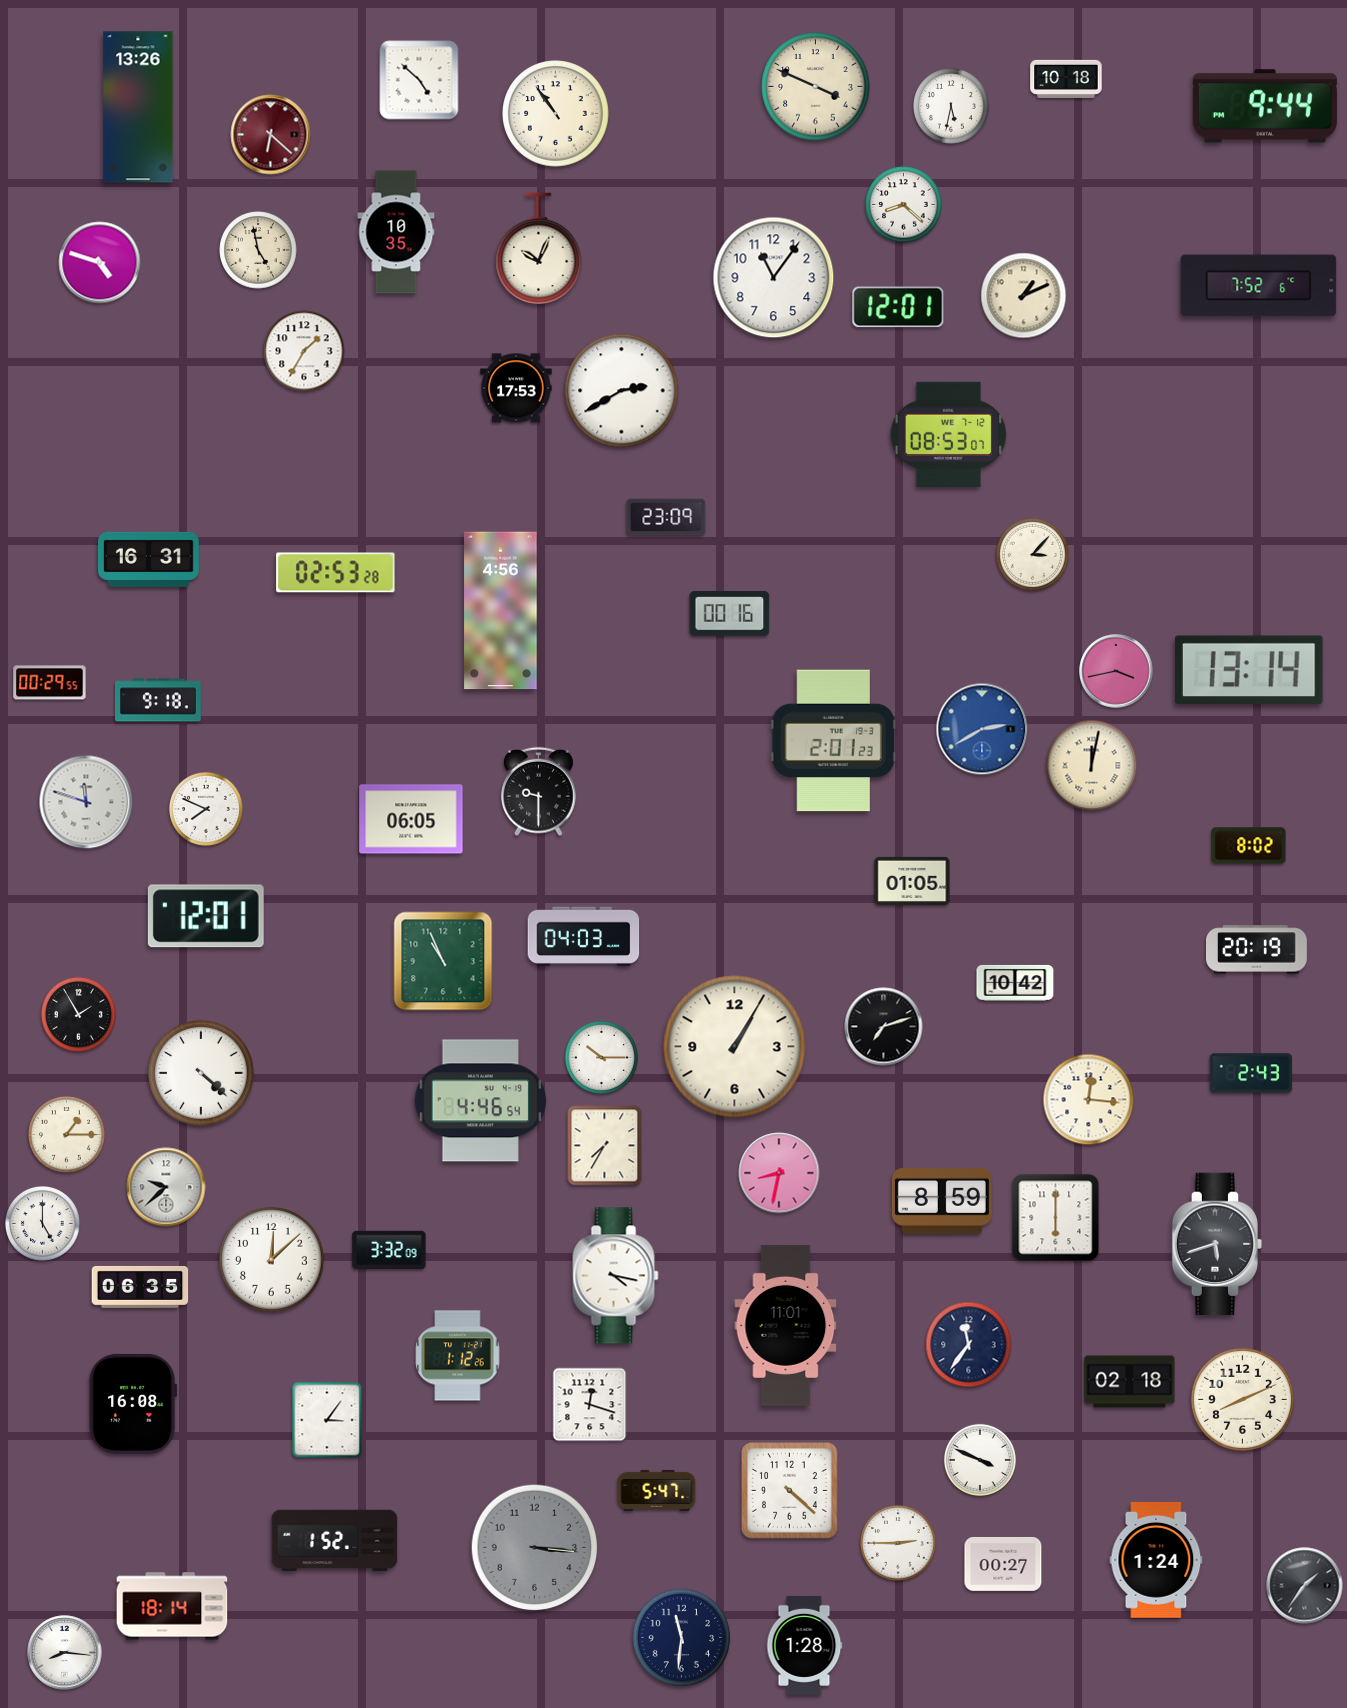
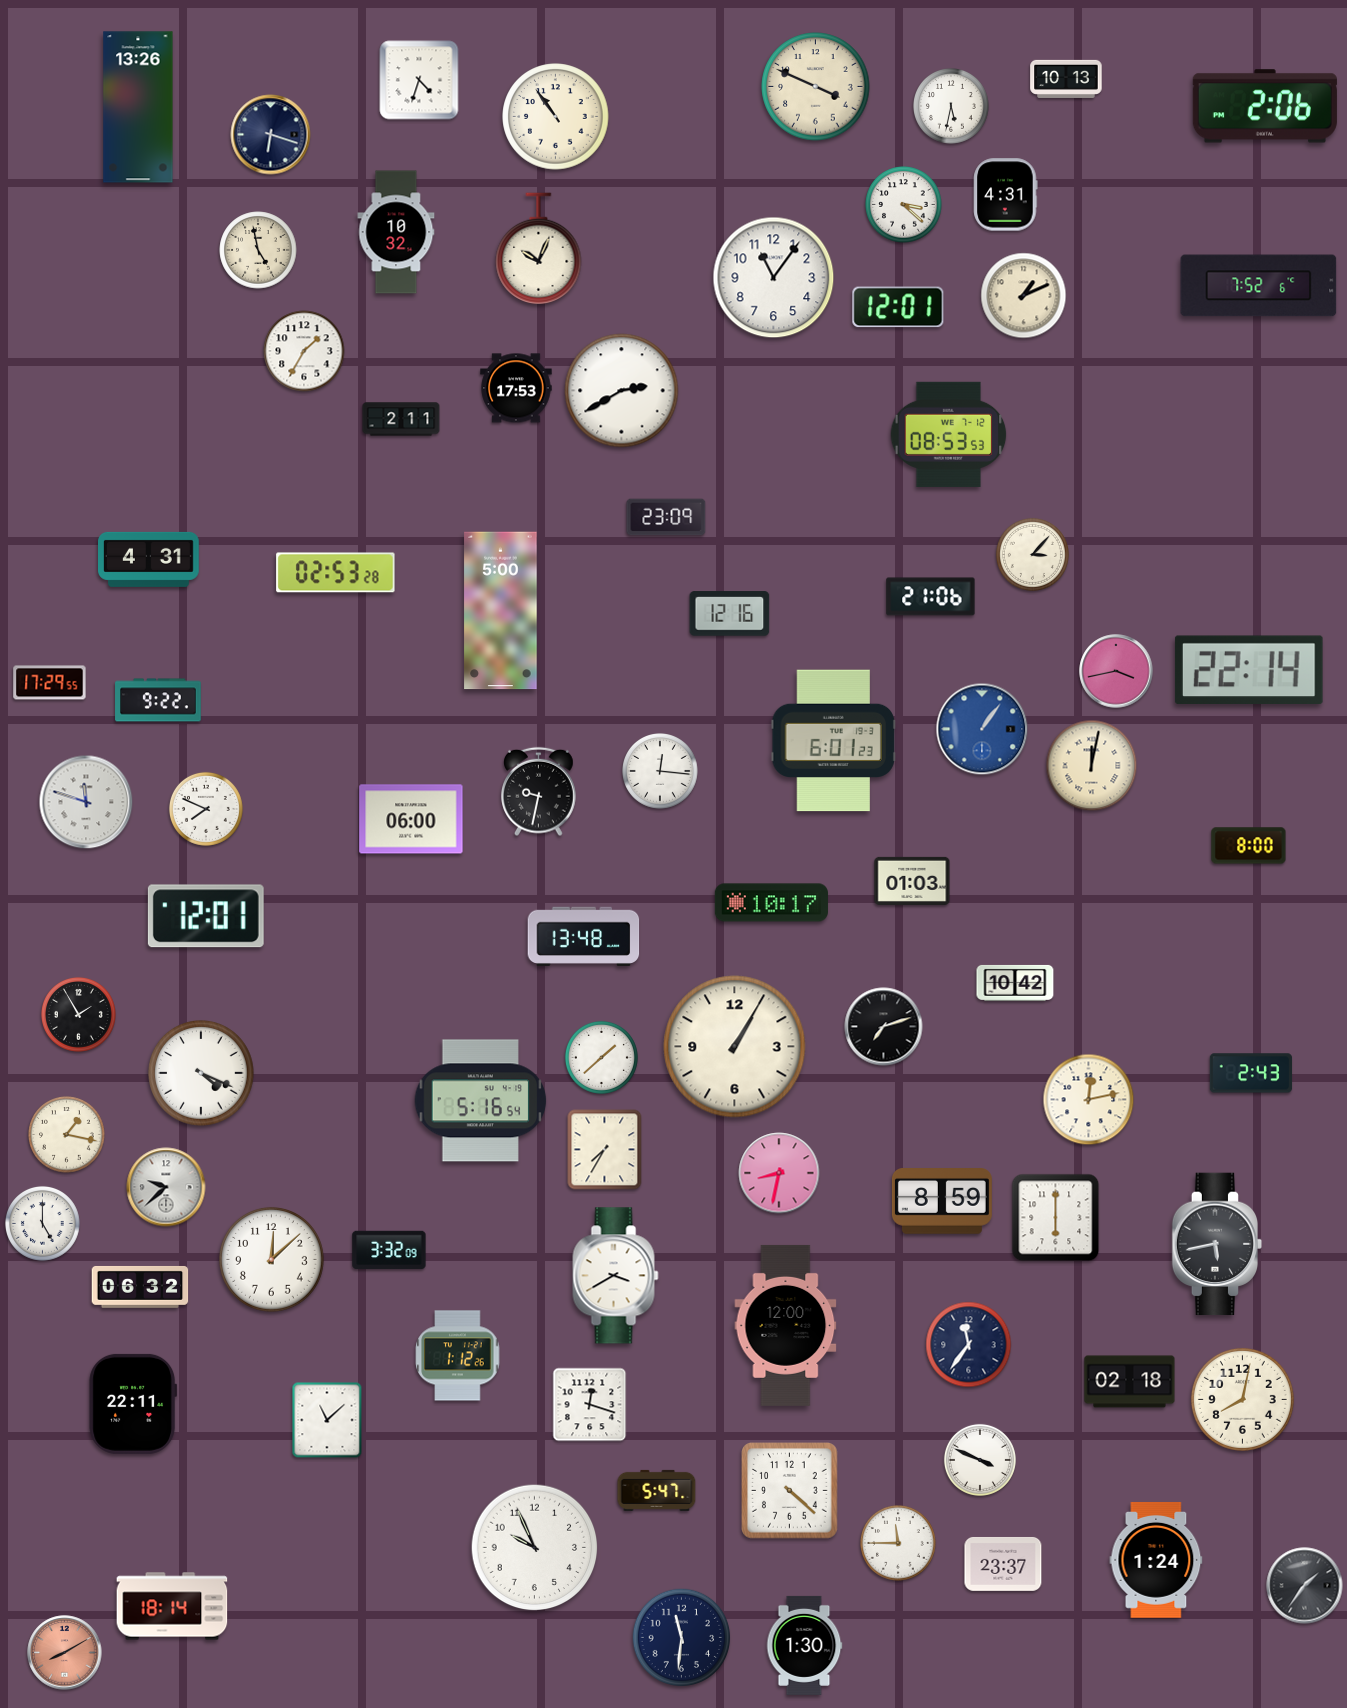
clock at (1066, 79): 10:18 -> 10:13
clock at (419, 80): 4:52 -> 4:33
clock at (1265, 106): 9:44 -> 2:06
clock at (556, 114) position: (556, 114) -> (556, 117)
clock at (271, 135): 6:22 -> 6:18
clock at (271, 135) dial: burgundy -> navy
clock at (1006, 195): none -> 4:31
clock at (904, 205): 8:22 -> 3:22
clock at (396, 232): 10:35 -> 10:32
clock at (100, 263): 4:48 -> none
clock at (401, 419): none -> 2:11
clock at (949, 434): 08:53:07 -> 08:53:53
clock at (149, 559): 16:31 -> 4:31
clock at (931, 597): none -> 21:06
clock at (501, 611): 4:56 -> 5:00
clock at (730, 614): 00:16 -> 12:16
clock at (1249, 669): 13:14 -> 22:14
clock at (50, 683): 00:29 -> 17:29
clock at (158, 700): 9:18 -> 9:22
clock at (982, 729): 2:40 -> 1:06
clock at (833, 741): 2:01 -> 6:01
clock at (661, 772): none -> 12:16
clock at (539, 792): 9:30 -> 9:32
clock at (411, 819): 06:05 -> 06:00
clock at (1249, 846): 8:02 -> 8:00
clock at (912, 881): 01:05 -> 01:03
clock at (771, 903): none -> 10:17
clock at (584, 936): 04:03 -> 13:48
clock at (1257, 950): 20:19 -> none
clock at (443, 961): 10:56 -> none
clock at (601, 1057): 10:15 -> 1:38
clock at (202, 1074): 4:22 -> 4:19
clock at (1089, 1100): 12:16 -> 12:13
clock at (481, 1101): 4:46 -> 5:16
clock at (67, 1135): 1:15 -> 1:17
clock at (605, 1146) position: (605, 1146) -> (605, 1150)
clock at (1217, 1244): 5:42 -> 5:43
clock at (616, 1276): 4:17 -> 3:40
clock at (140, 1287): 06:35 -> 06:32
clock at (786, 1325): 11:01 -> 12:00
clock at (1242, 1399): 8:11 -> 8:02
clock at (133, 1404): 16:08 -> 22:11
clock at (327, 1420): 3:06 -> 11:08
clock at (335, 1541): 1:52 -> none
clock at (899, 1544): 2:45 -> 11:45
clock at (535, 1548): 3:16 -> 9:56
clock at (535, 1548) dial: grey -> white
clock at (1003, 1564): 00:27 -> 23:37
clock at (804, 1645): 1:28 -> 1:30
clock at (65, 1653): 8:16 -> 8:10
clock at (65, 1653) dial: white -> salmon
